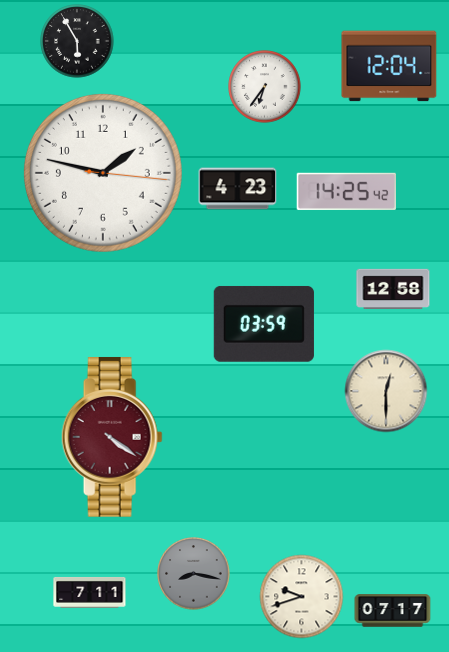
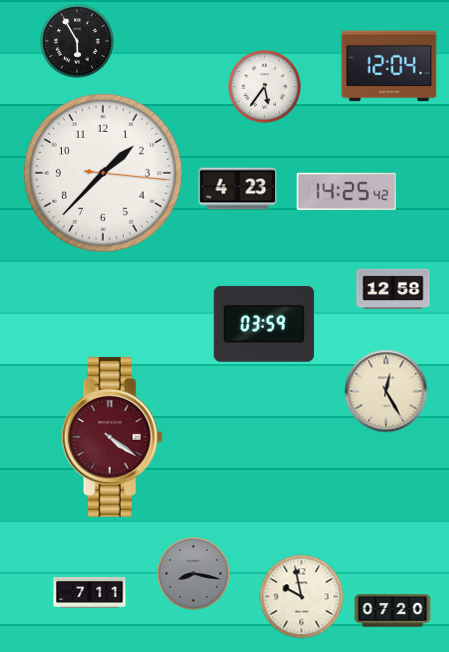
clock at (265, 87): 6:36 -> 5:36
clock at (103, 173): 1:47 -> 1:37
clock at (386, 391): 12:30 -> 12:25
clock at (302, 597): 9:42 -> 9:58
clock at (393, 611): 07:17 -> 07:20
